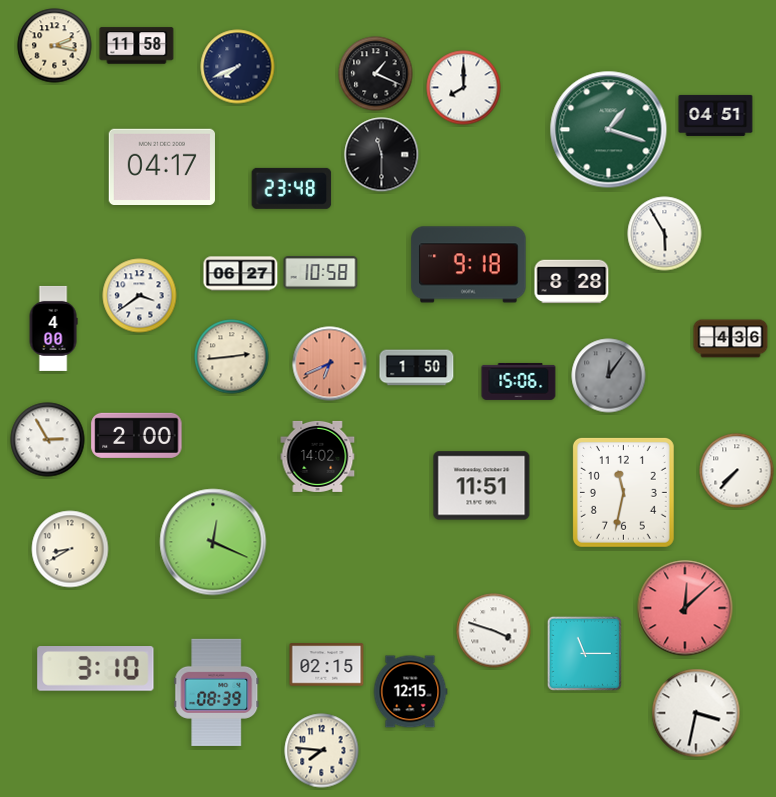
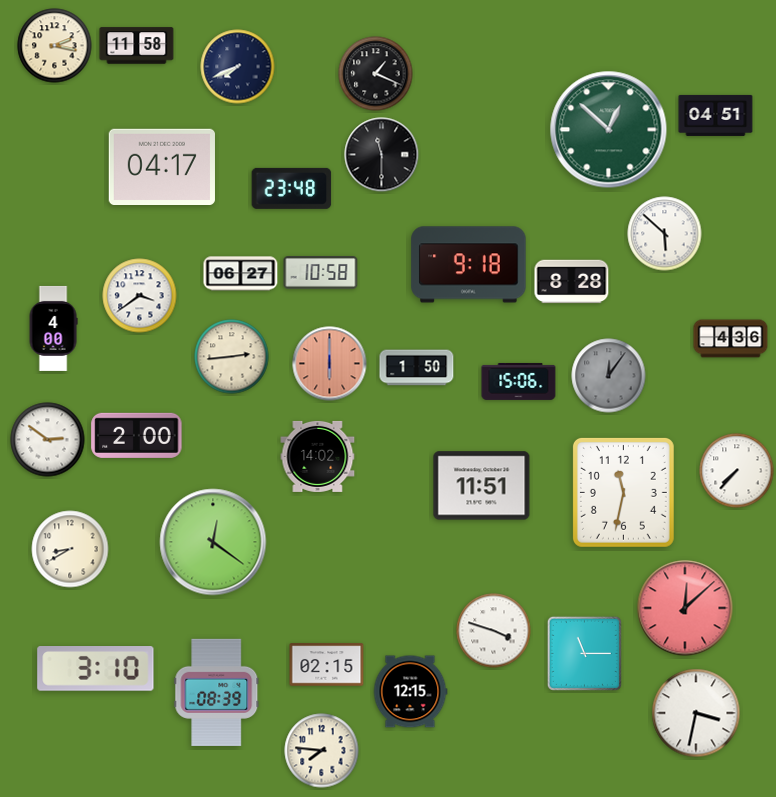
clock at (464, 88): 8:00 -> none
clock at (609, 130): 1:18 -> 12:52
clock at (665, 234): 5:55 -> 5:52
clock at (330, 364): 6:41 -> 6:00
clock at (48, 440): 2:55 -> 2:51
clock at (213, 542): 12:19 -> 12:21
